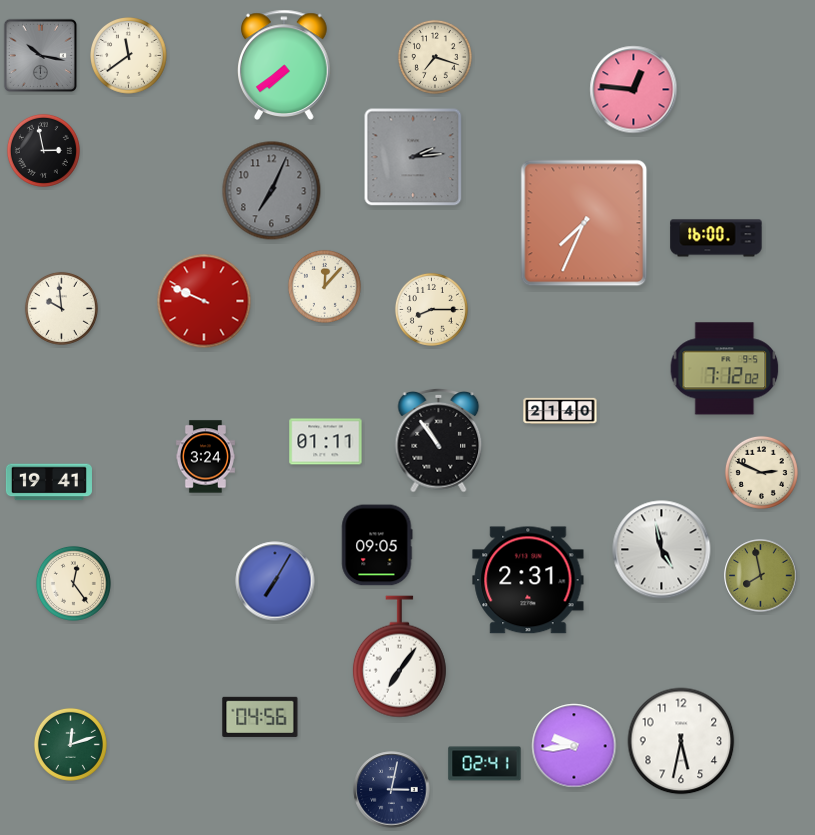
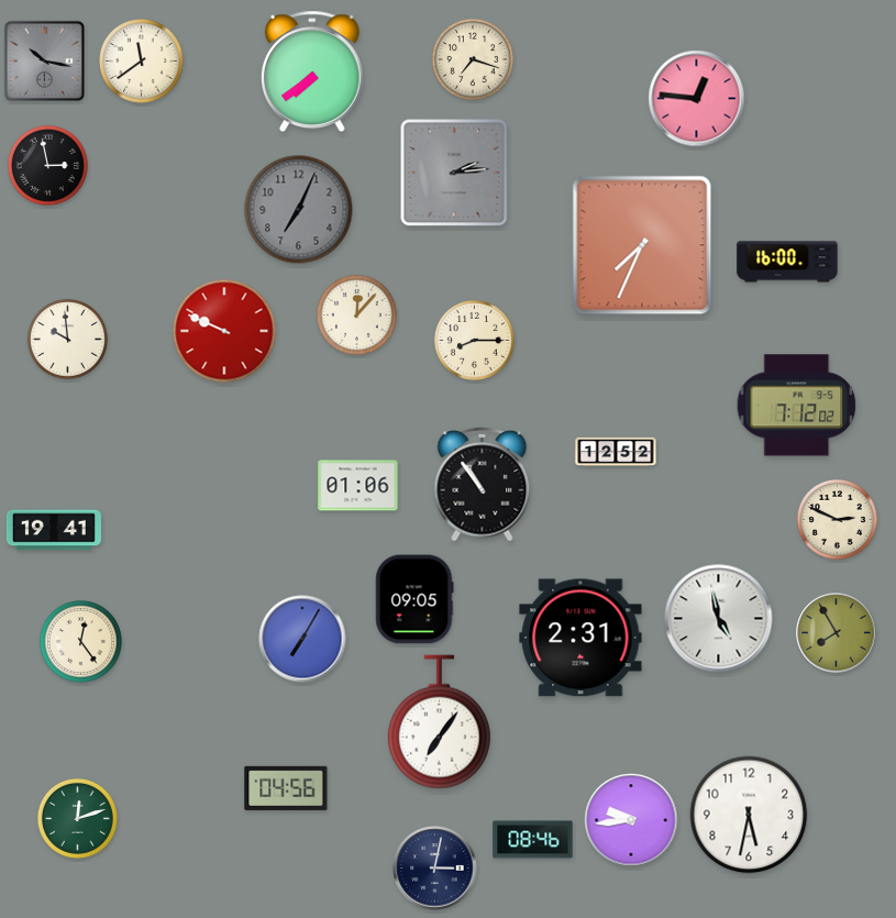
clock at (435, 57) position: (435, 57) -> (473, 59)
clock at (560, 410): 21:40 -> 12:52
clock at (326, 442): 01:11 -> 01:06
clock at (205, 457): 3:24 -> none
clock at (662, 550) position: (662, 550) -> (719, 619)
clock at (761, 576): 7:58 -> 7:55
clock at (485, 764): 02:41 -> 08:46
clock at (392, 790) position: (392, 790) -> (435, 869)
